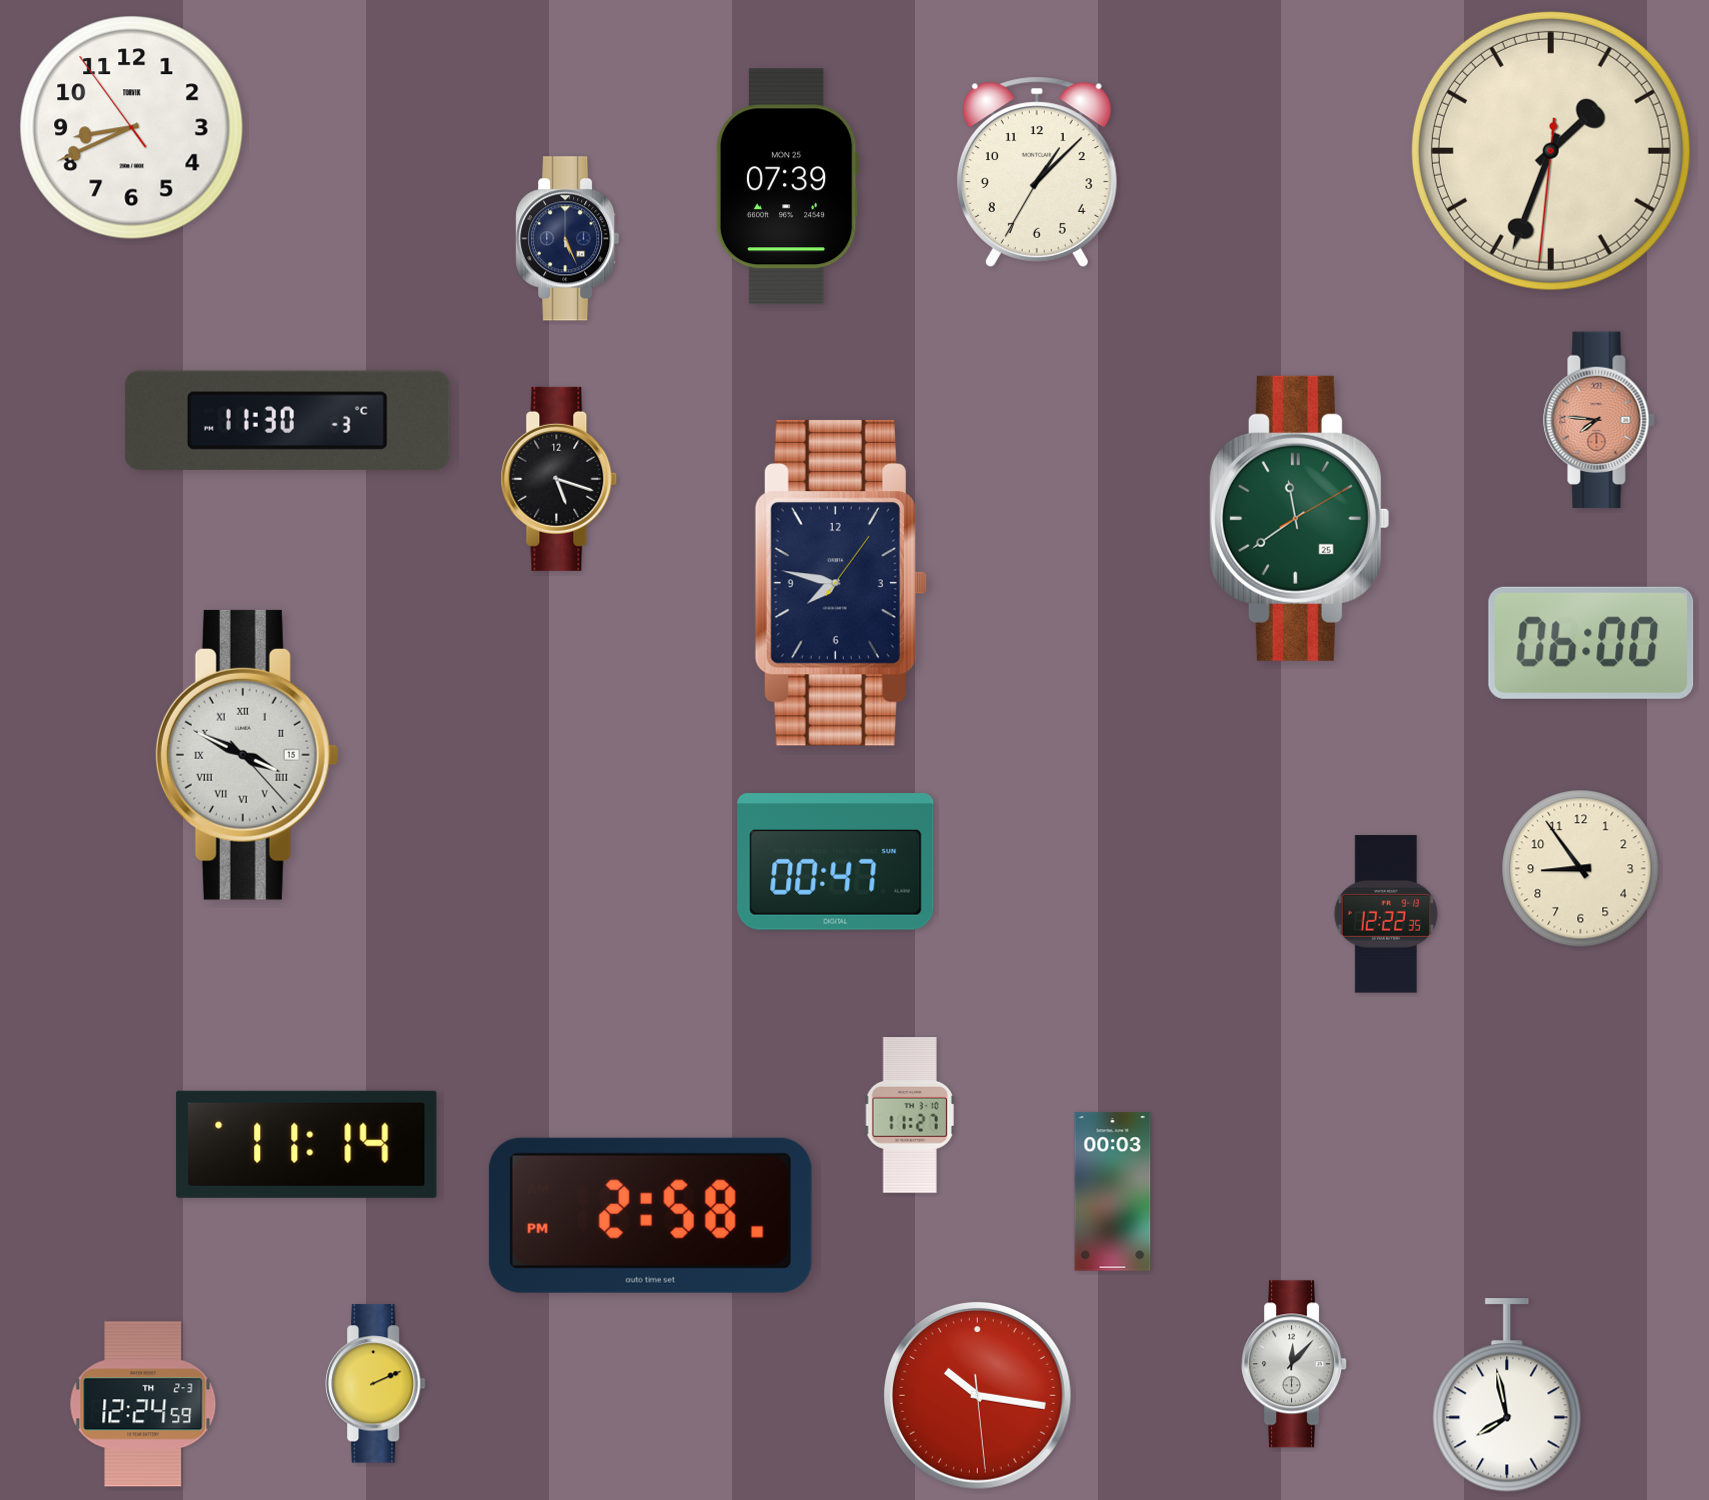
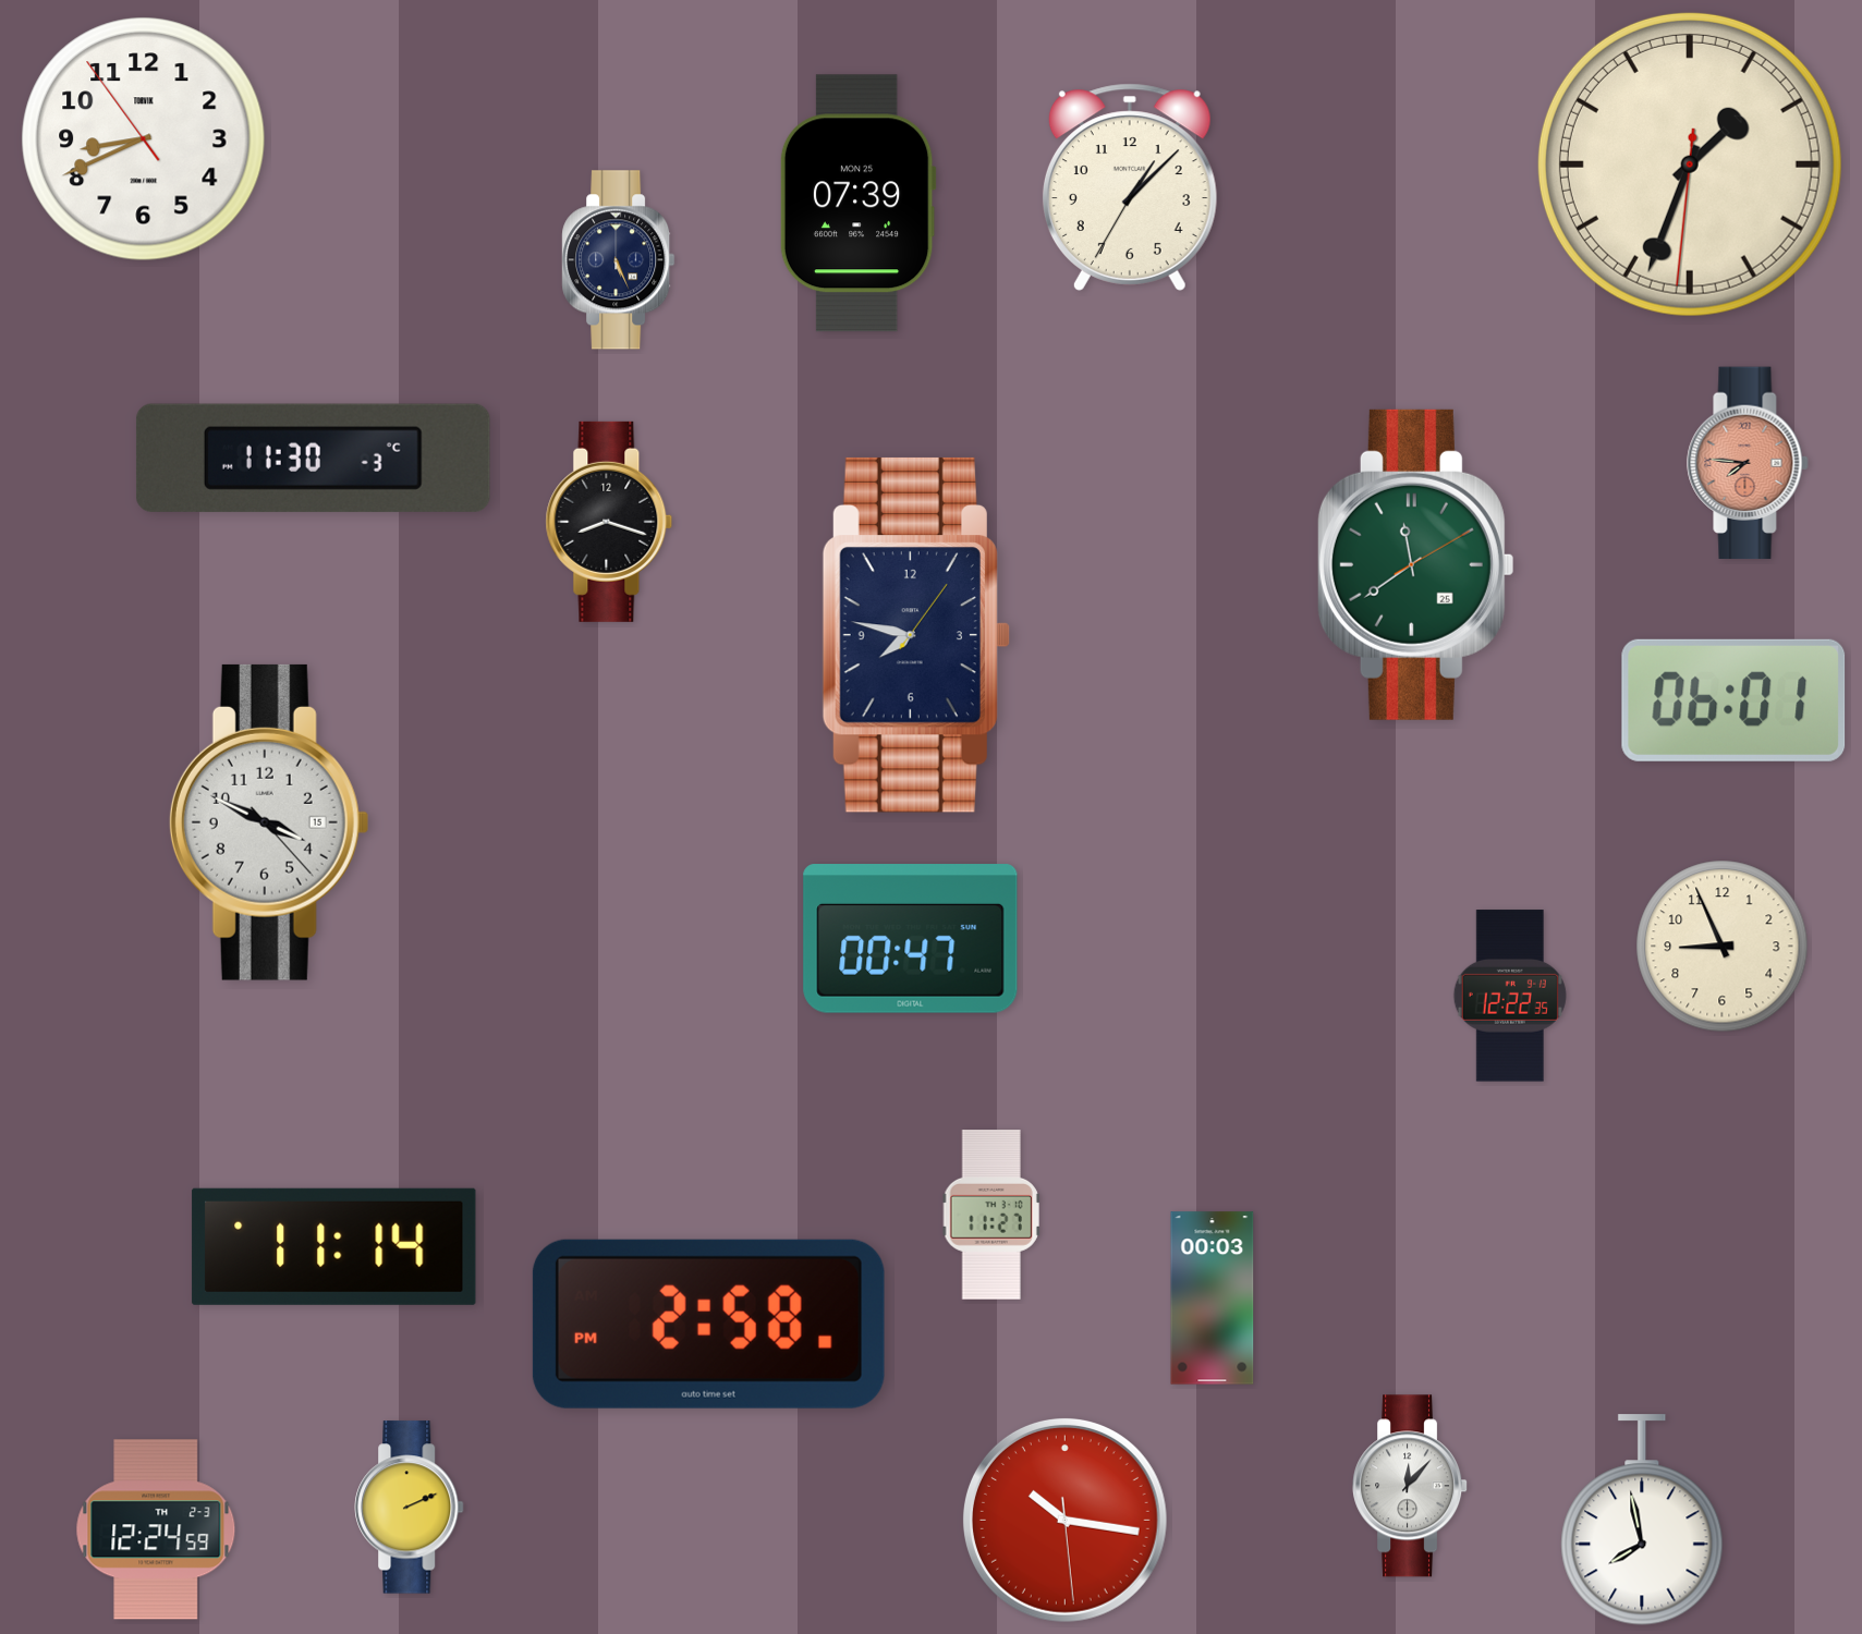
clock at (1599, 420) position: (1599, 420) -> (1748, 463)
clock at (559, 479): 5:18 -> 8:18
clock at (1591, 643): 06:00 -> 06:01
clock at (247, 755) numerals: Roman -> Arabic
clock at (1581, 869): 8:54 -> 8:56
